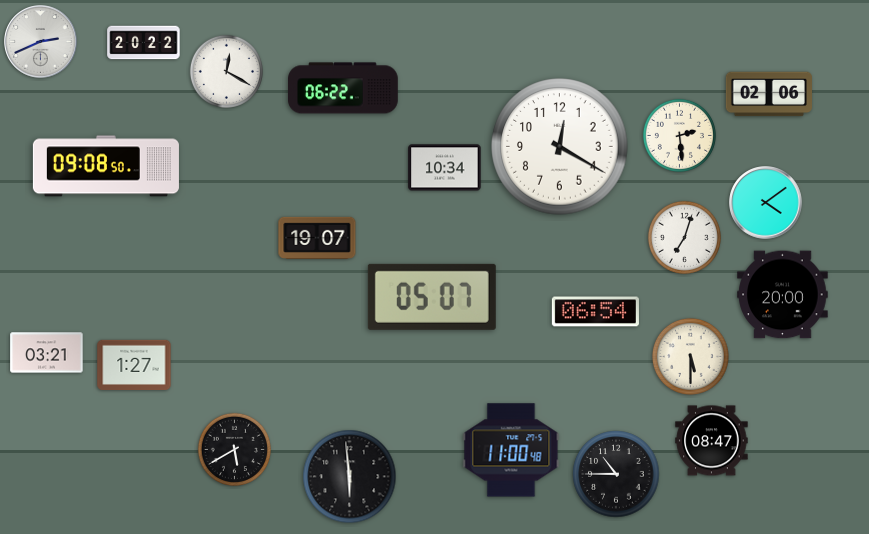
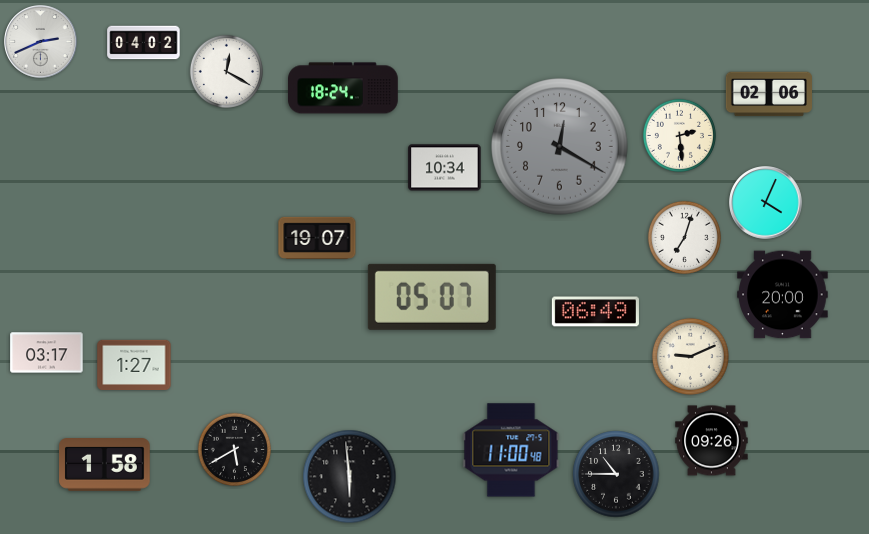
clock at (144, 43): 20:22 -> 04:02
clock at (344, 88): 06:22 -> 18:24
clock at (560, 147) dial: white -> grey
clock at (106, 166): 09:08 -> none
clock at (766, 203): 4:09 -> 4:04
clock at (595, 312): 06:54 -> 06:49
clock at (47, 353): 03:21 -> 03:17
clock at (690, 356): 5:30 -> 9:11
clock at (712, 441): 08:47 -> 09:26
clock at (105, 465): none -> 1:58
